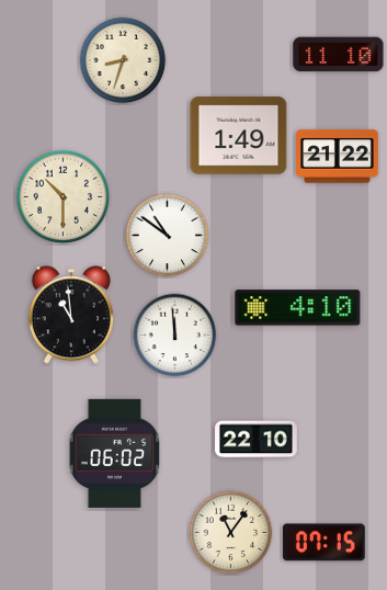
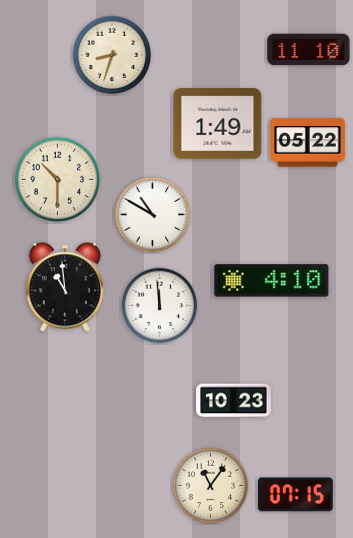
clock at (338, 157): 21:22 -> 05:22
clock at (168, 236): 10:51 -> 10:50
clock at (257, 440): 22:10 -> 10:23
clock at (115, 453): 06:02 -> none
